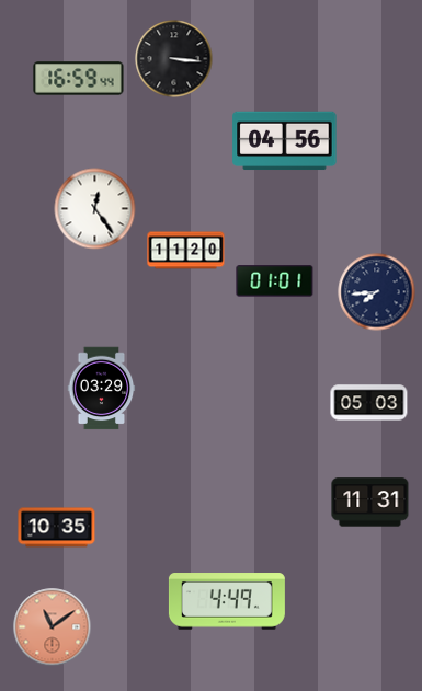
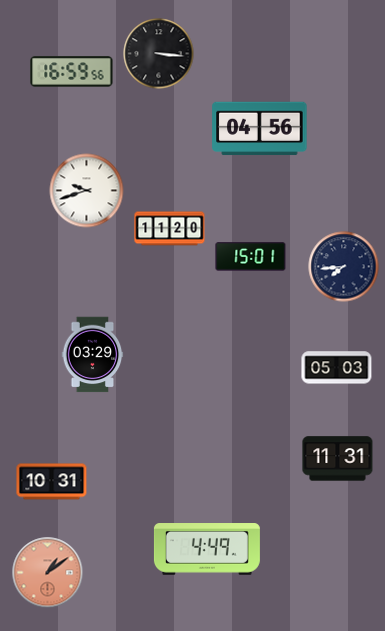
clock at (79, 79): 16:59:44 -> 16:59:56
clock at (95, 209): 12:24 -> 9:42
clock at (275, 281): 01:01 -> 15:01
clock at (57, 528): 10:35 -> 10:31
clock at (53, 627): 11:09 -> 1:09
